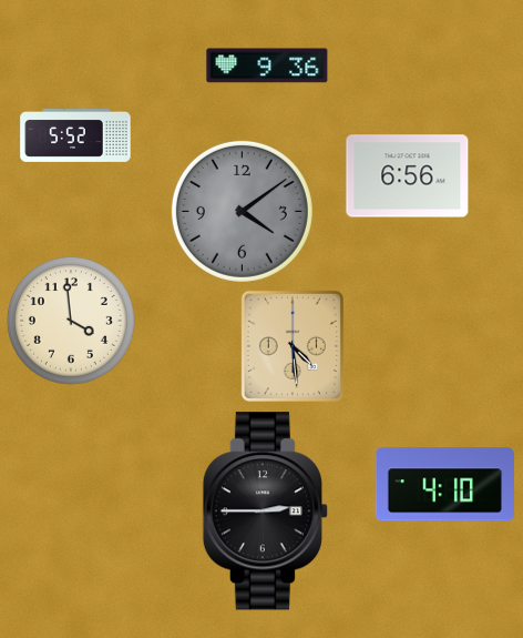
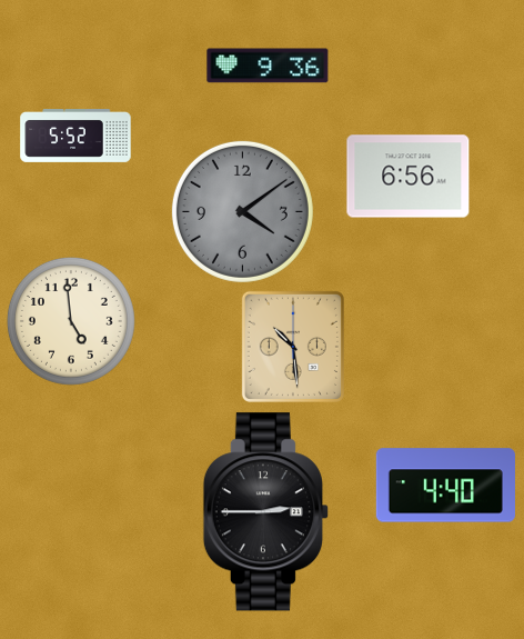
clock at (71, 321): 3:59 -> 4:59
clock at (293, 346): 4:29 -> 10:29
clock at (444, 485): 4:10 -> 4:40
